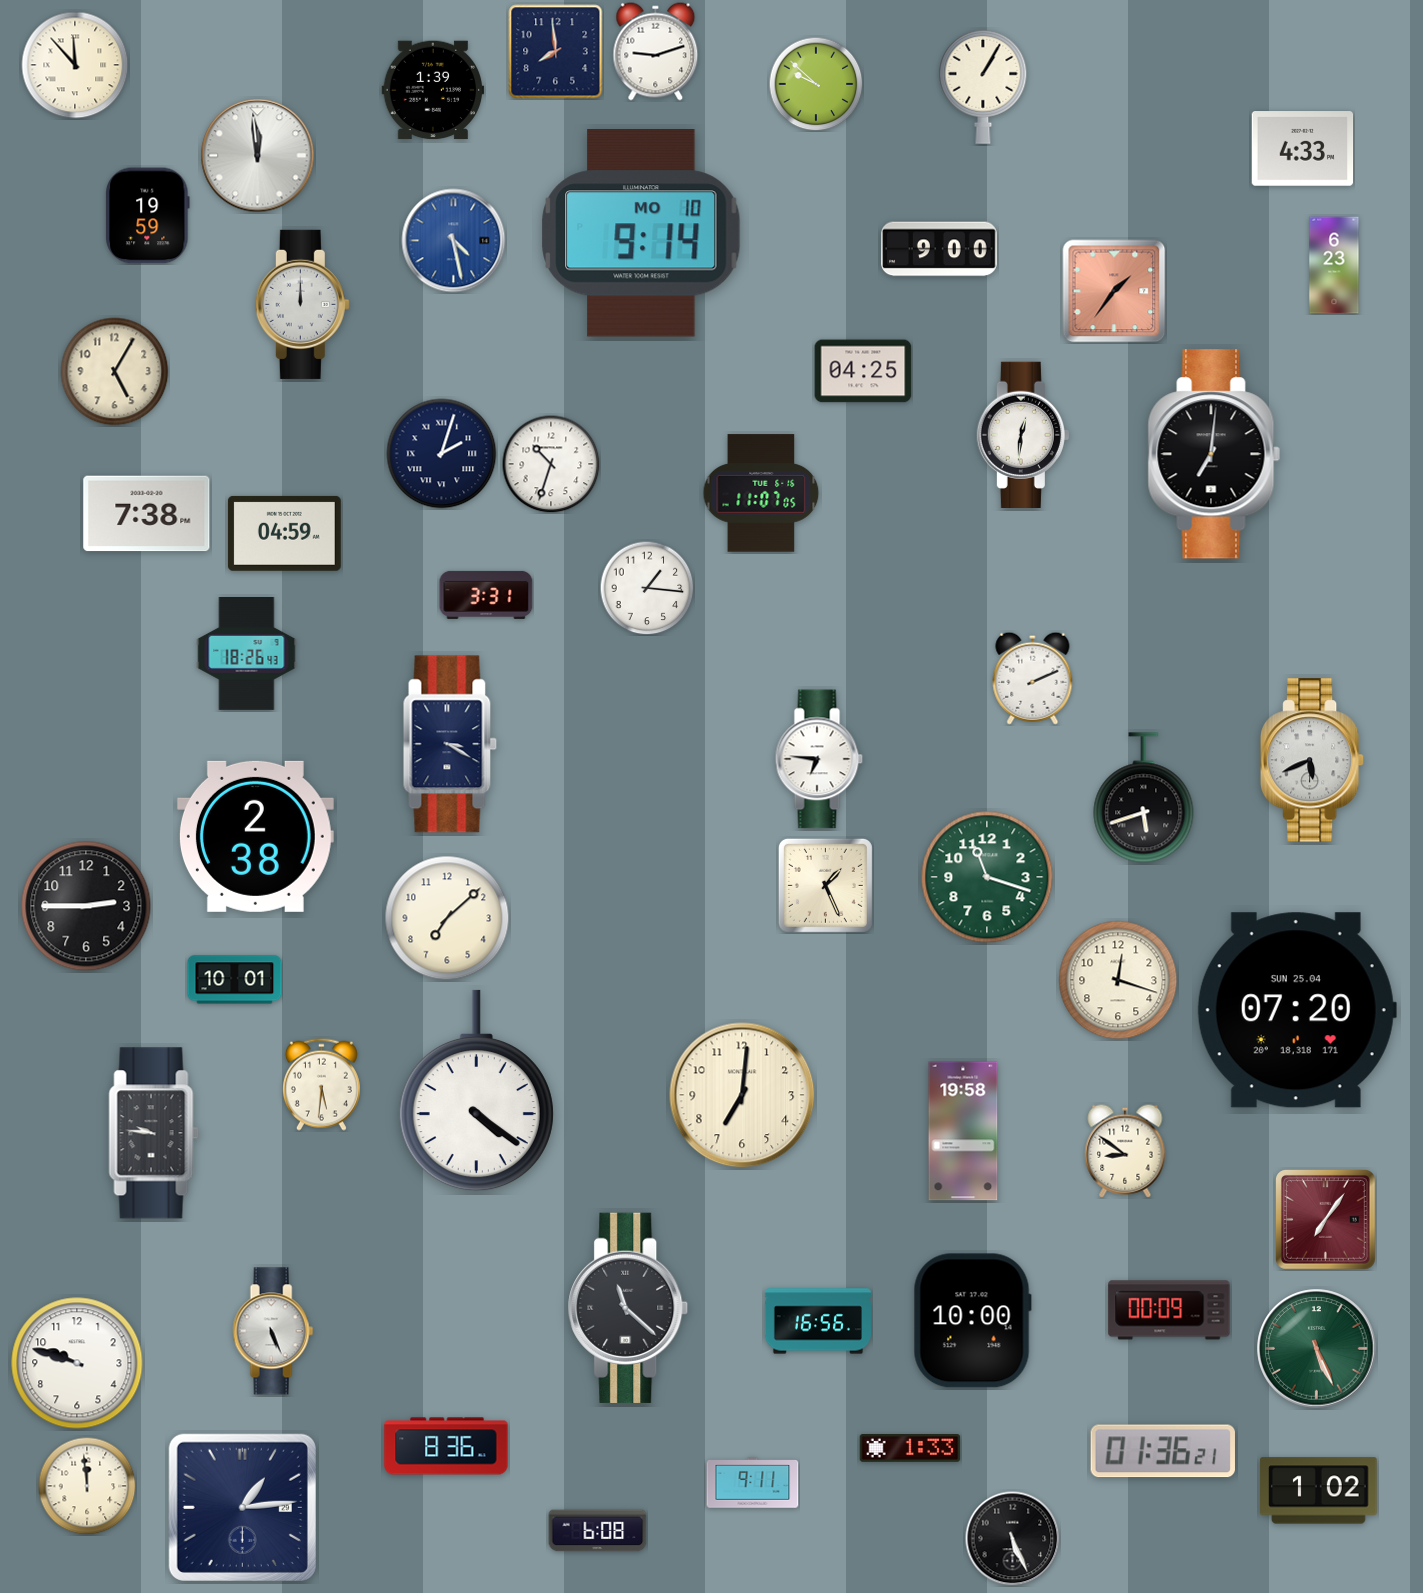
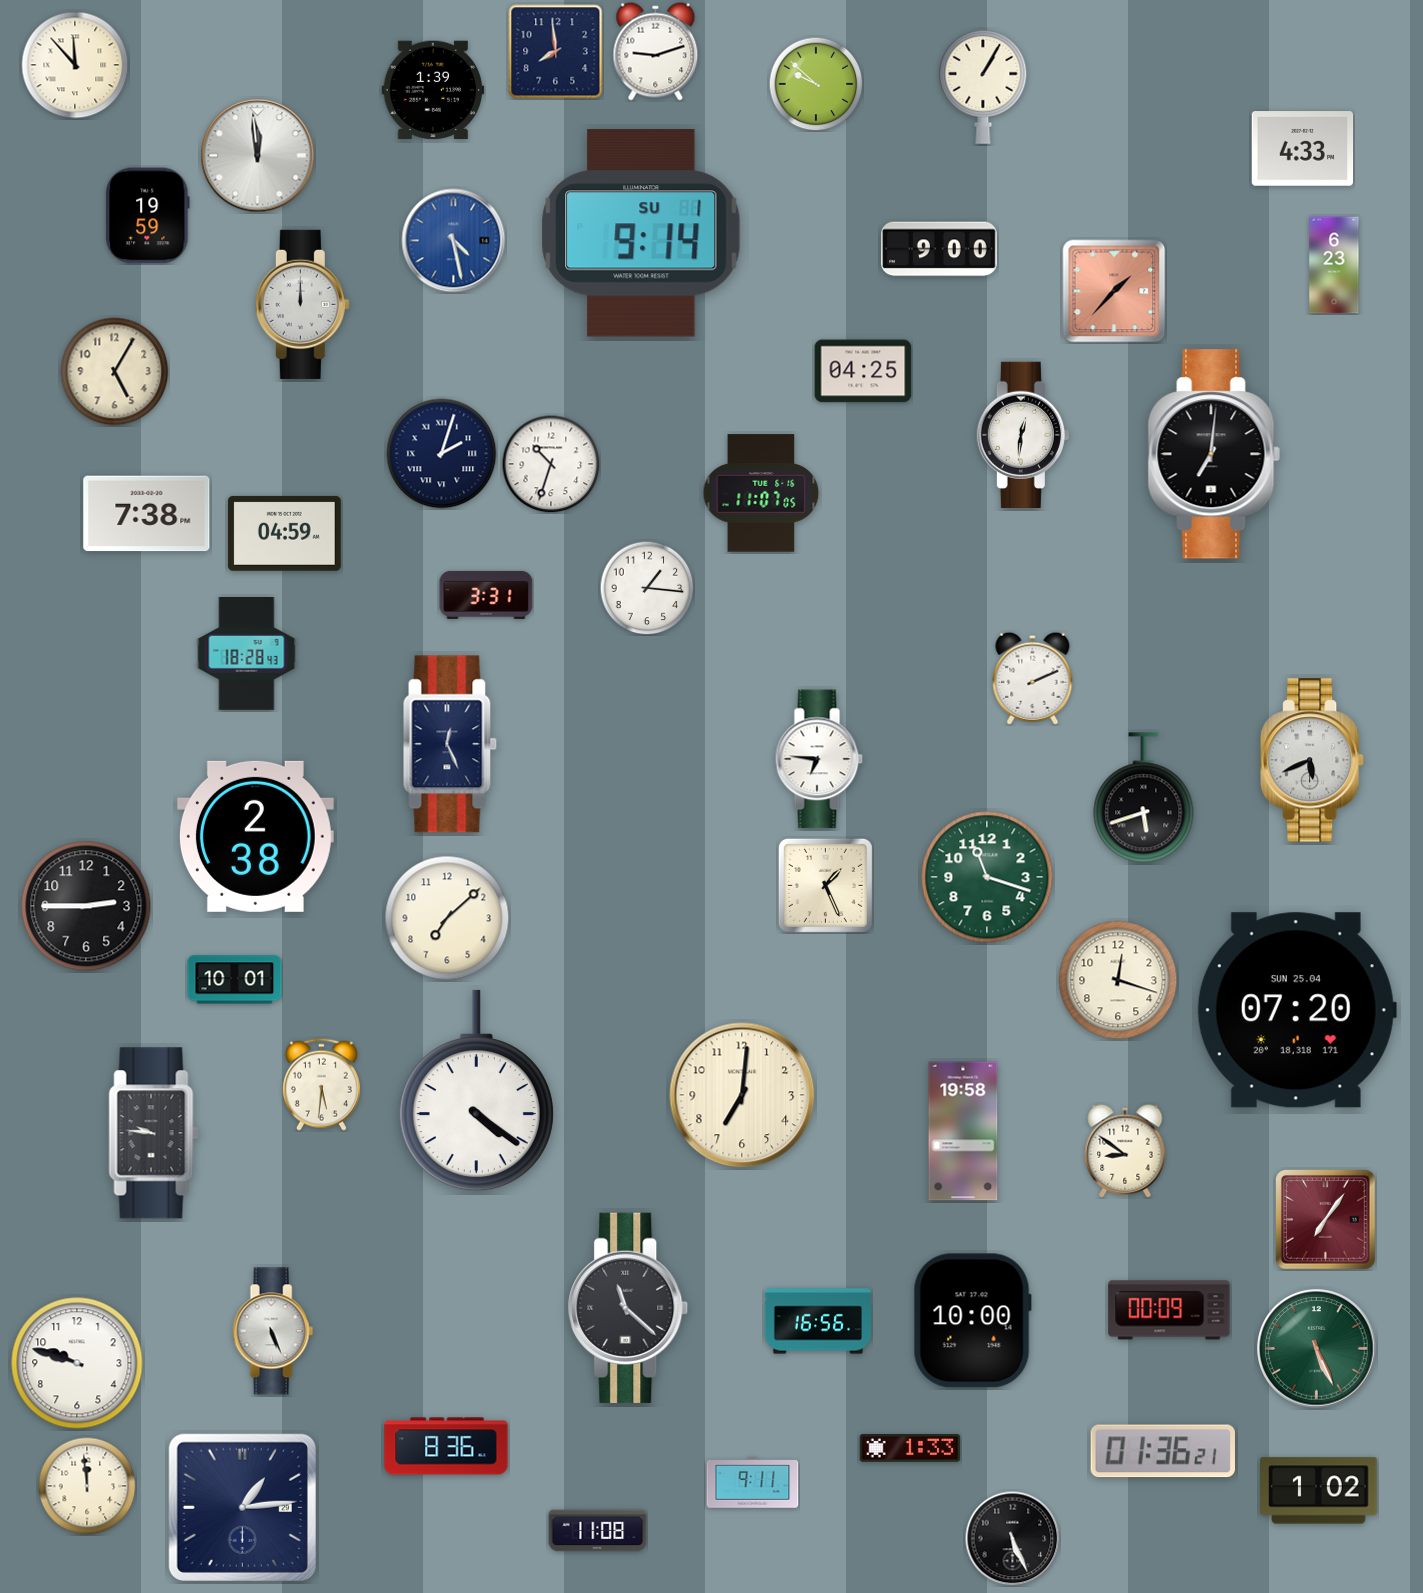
clock at (641, 233) date: MO 10 -> SU 1
clock at (1114, 291): 1:36 -> 1:37
clock at (247, 654): 18:26 -> 18:28
clock at (450, 744): 3:20 -> 12:26
clock at (598, 1531): 6:08 -> 11:08
